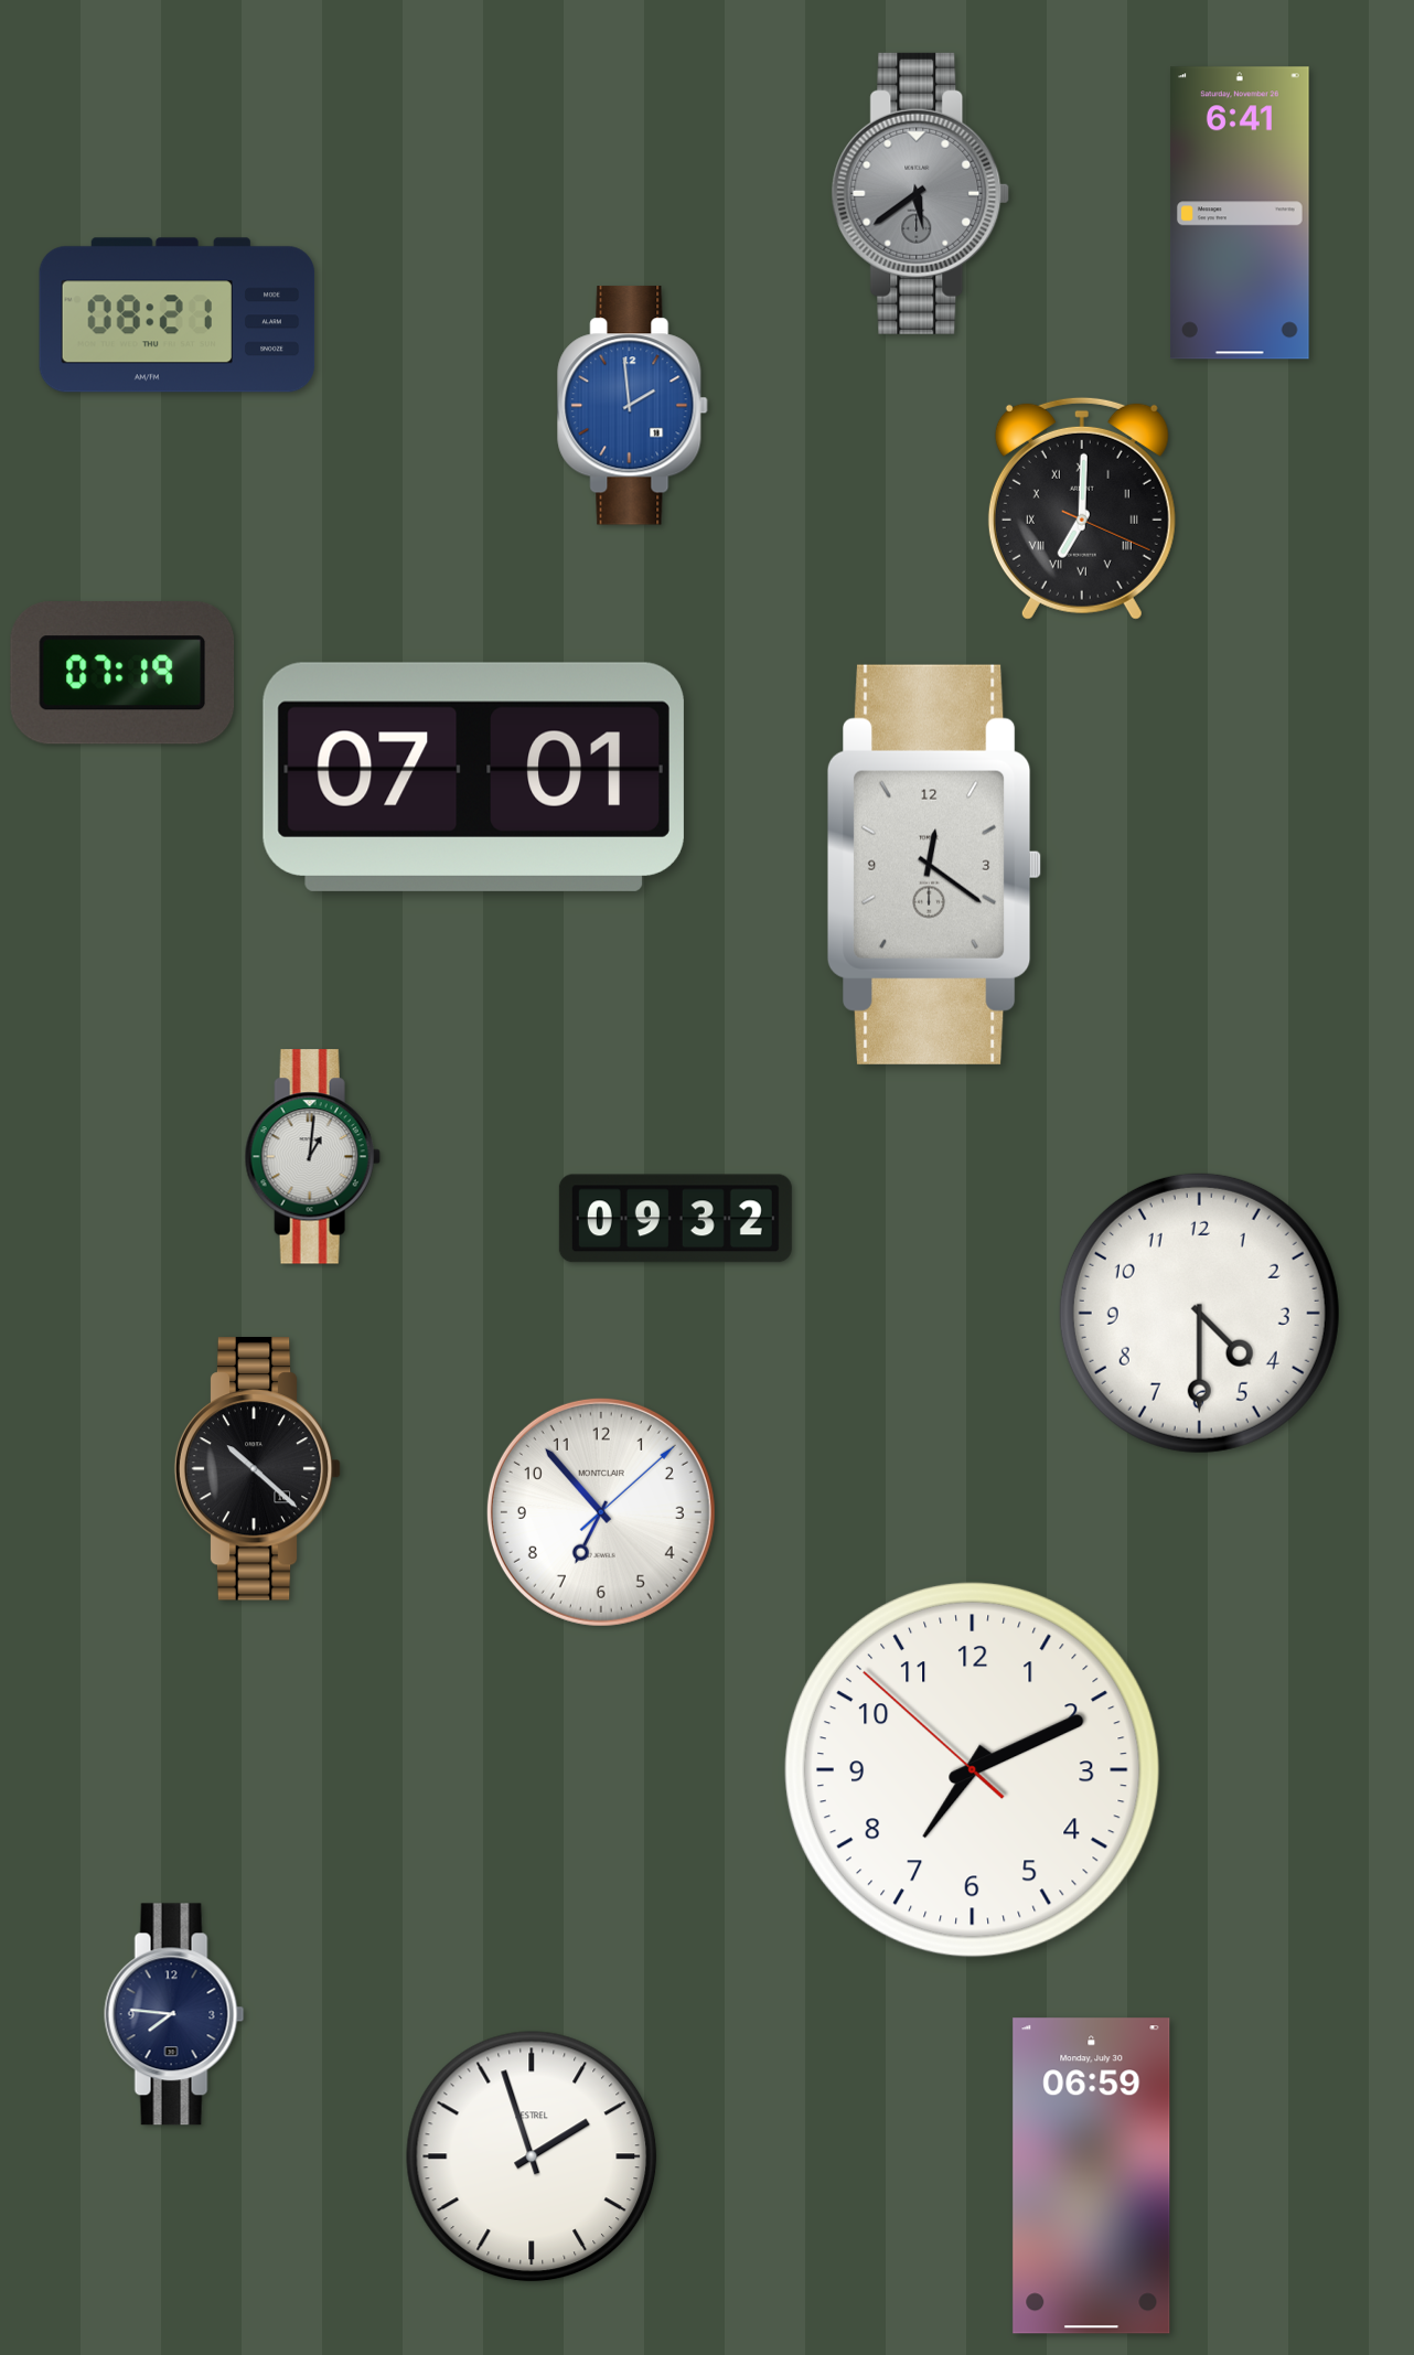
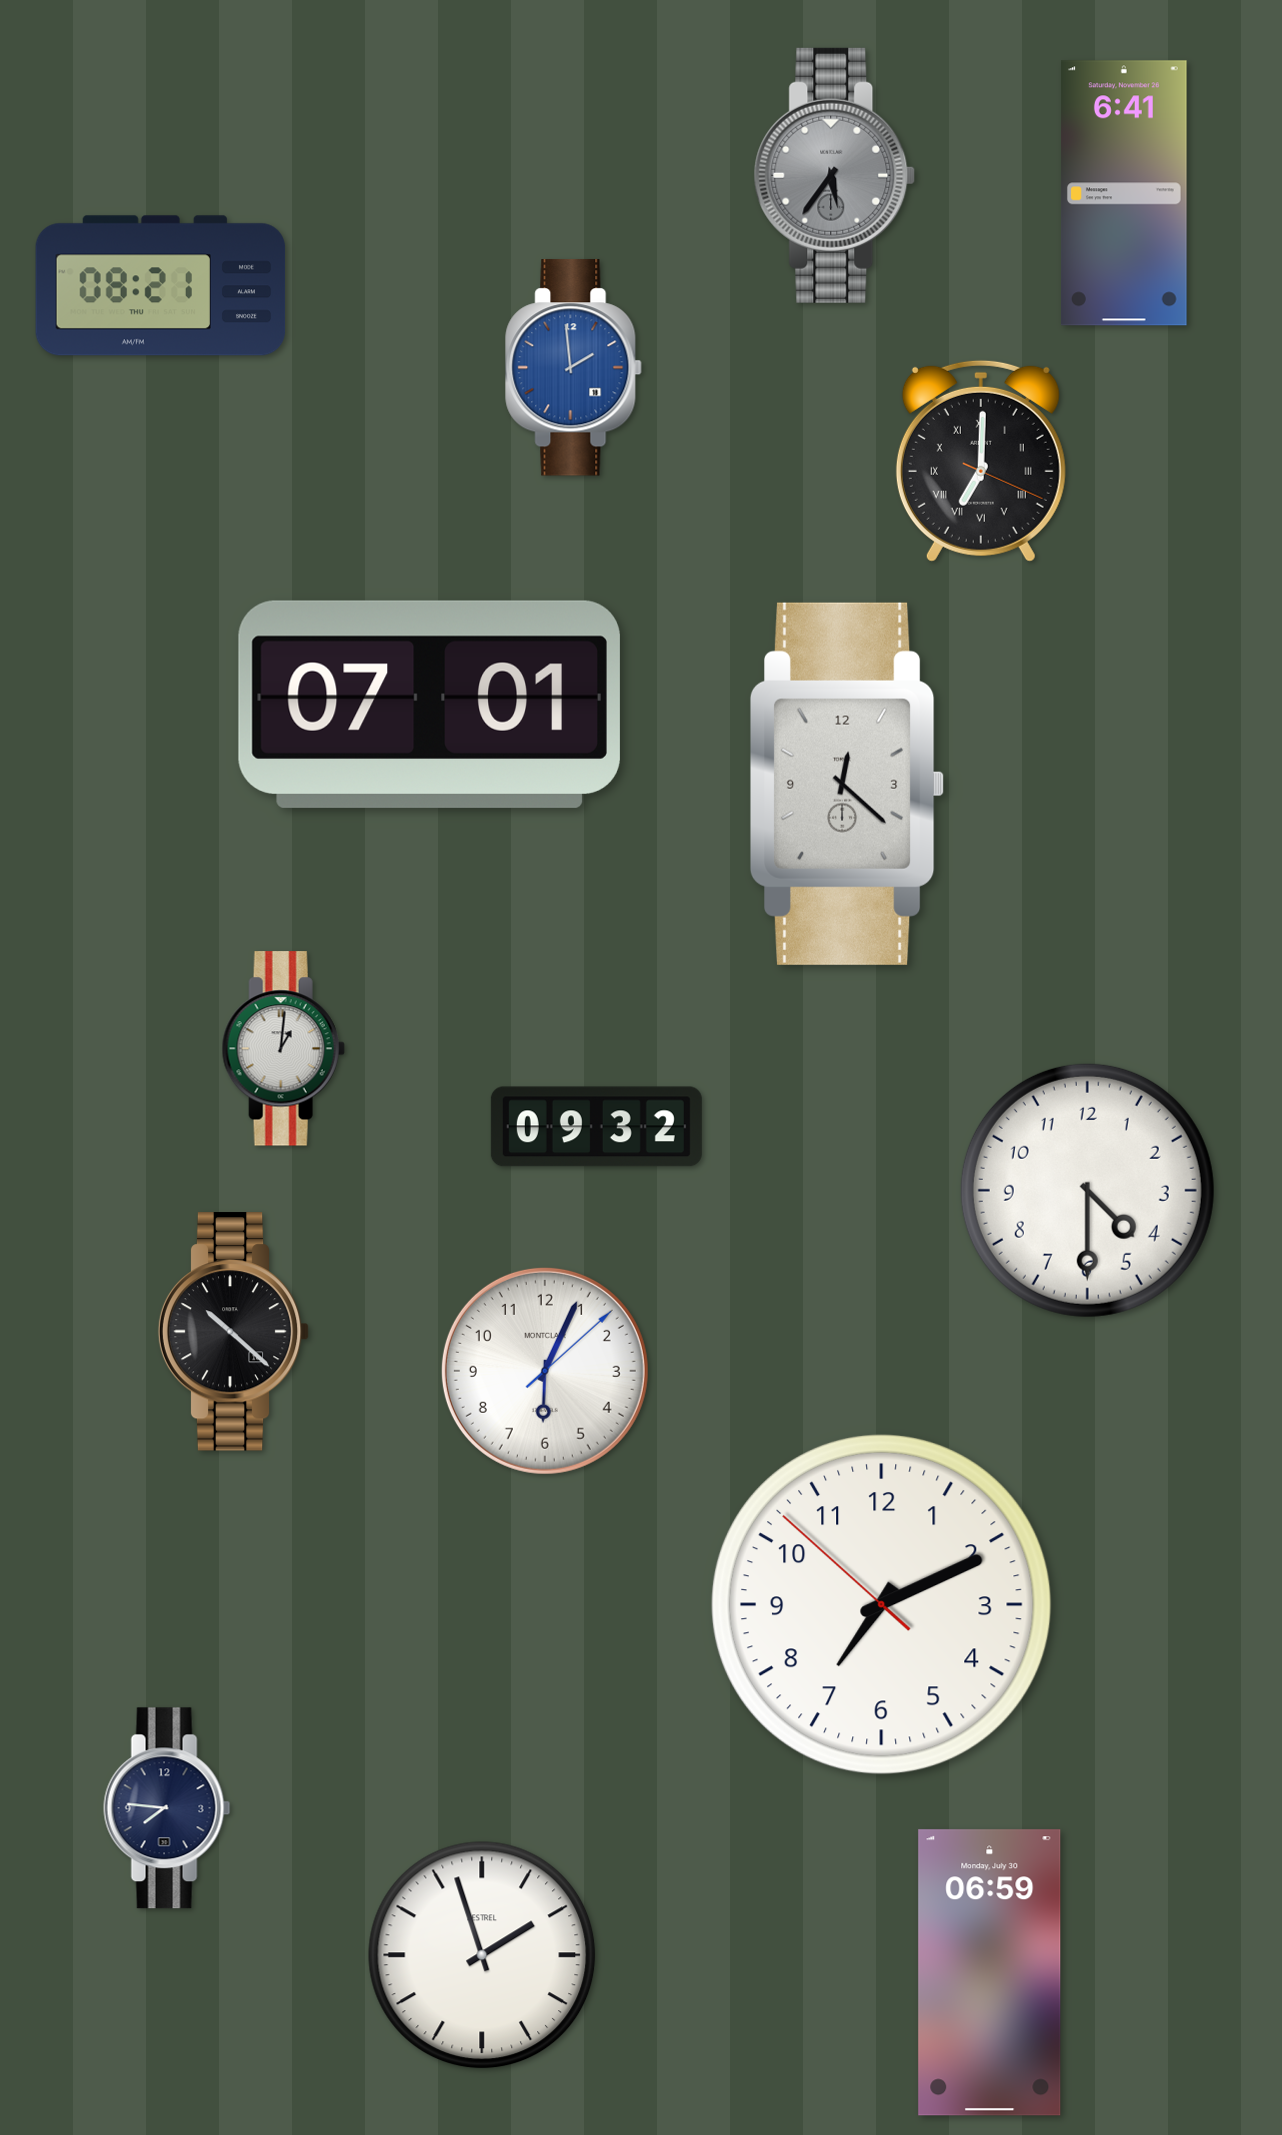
clock at (921, 193): 5:39 -> 5:36
clock at (122, 673): 07:19 -> none
clock at (934, 865): 12:21 -> 12:22
clock at (675, 1219) position: (675, 1219) -> (596, 1127)
clock at (601, 1512): 6:53 -> 6:04
clock at (174, 2014) position: (174, 2014) -> (167, 1808)
